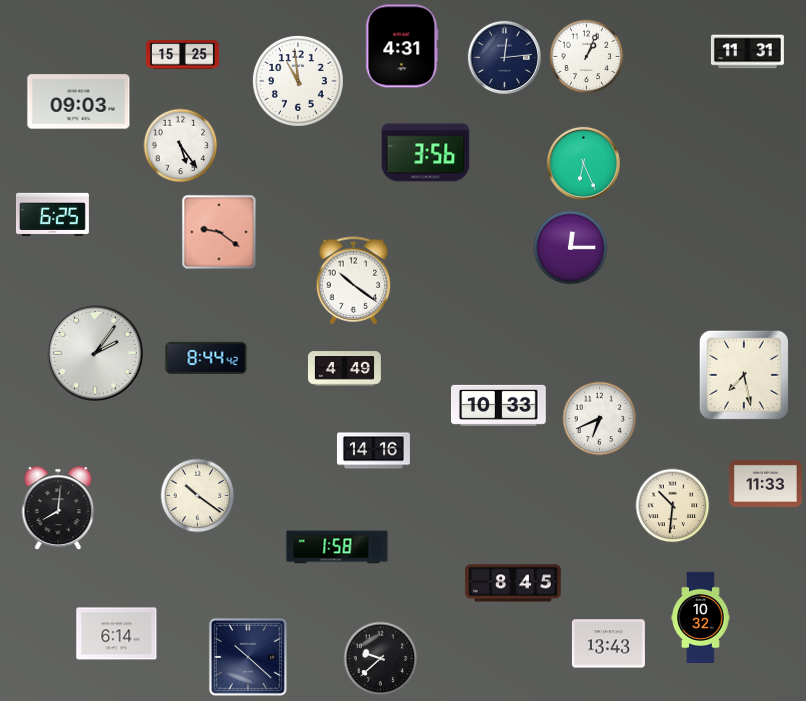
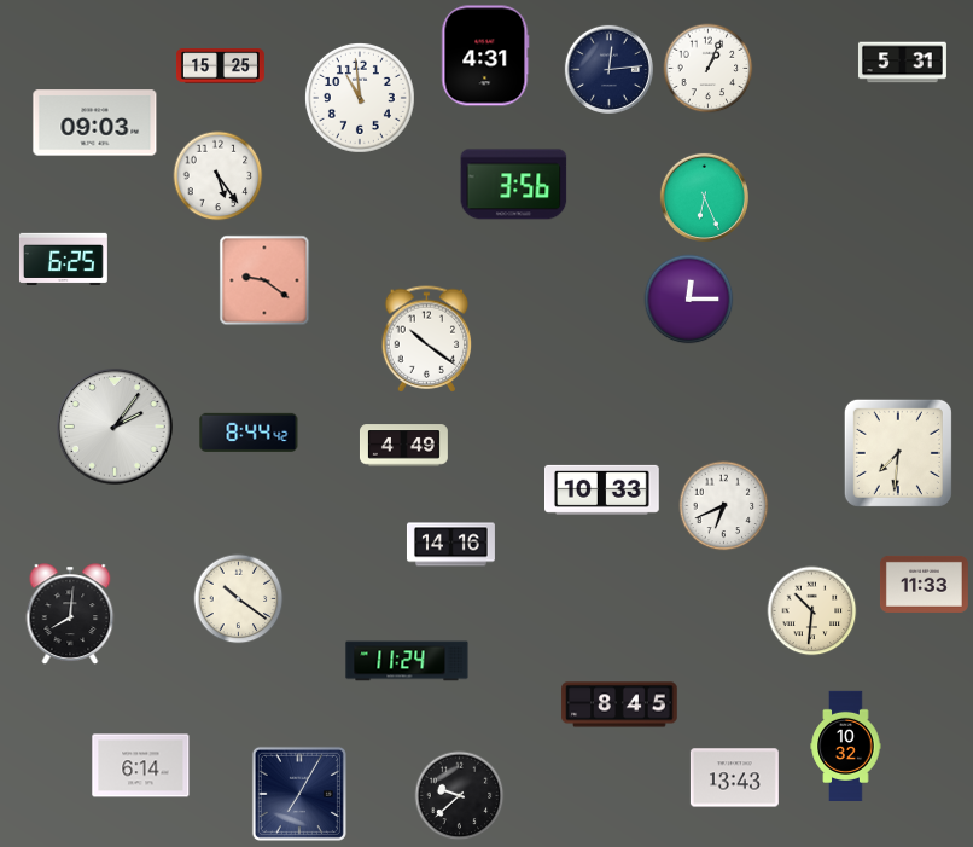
clock at (747, 52): 11:31 -> 5:31
clock at (344, 369) position: (344, 369) -> (403, 446)
clock at (744, 375): 7:28 -> 7:31
clock at (337, 547): 1:58 -> 11:24
clock at (248, 657): 10:22 -> 7:05
